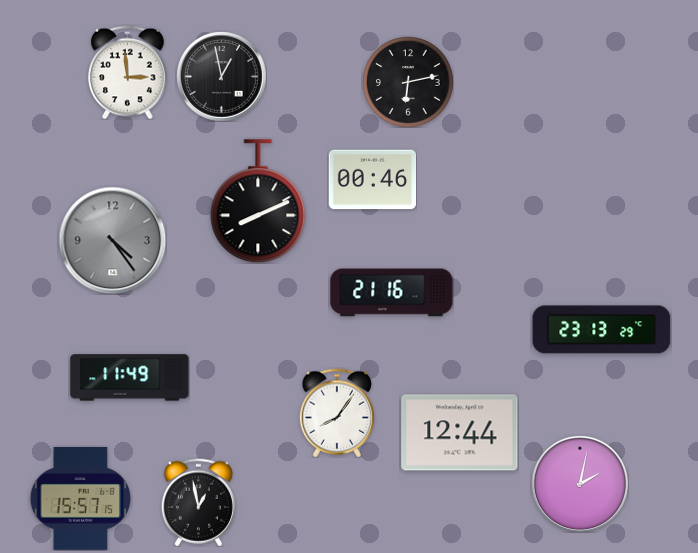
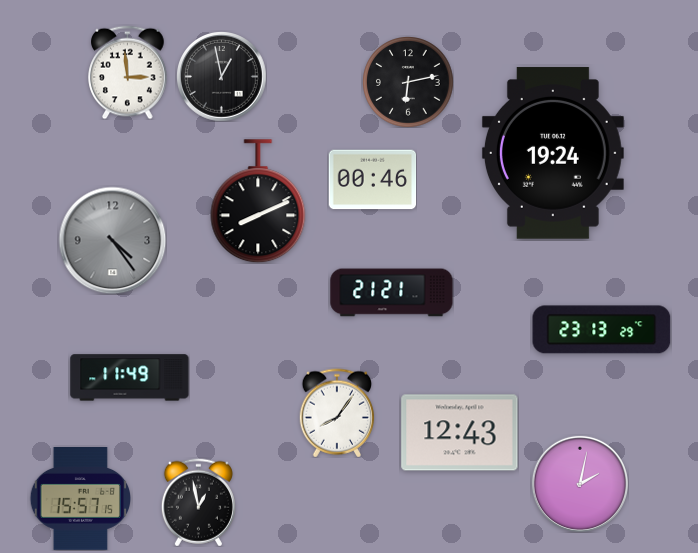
clock at (553, 153): none -> 19:24
clock at (392, 293): 21:16 -> 21:21
clock at (460, 433): 12:44 -> 12:43
